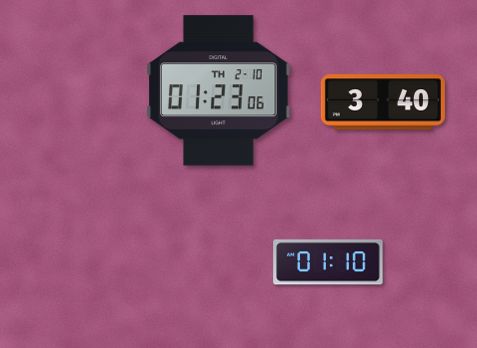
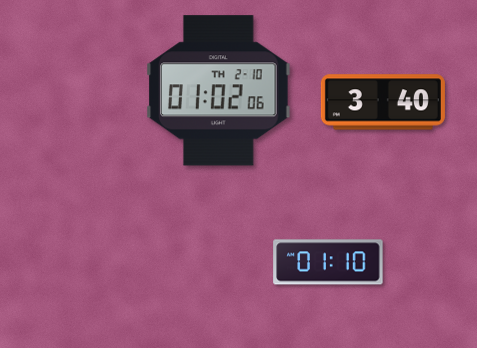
clock at (219, 91): 01:23 -> 01:02
